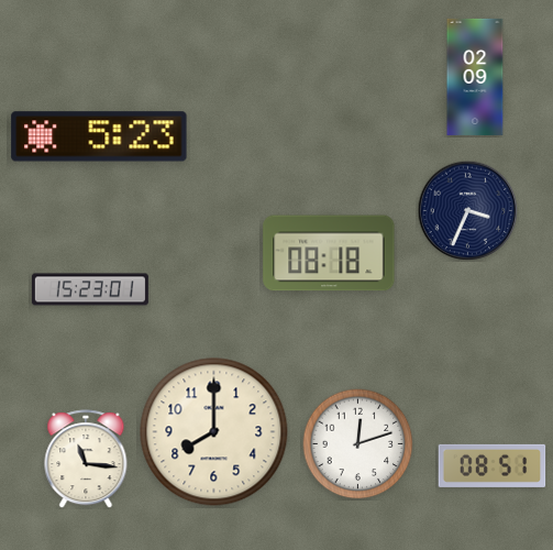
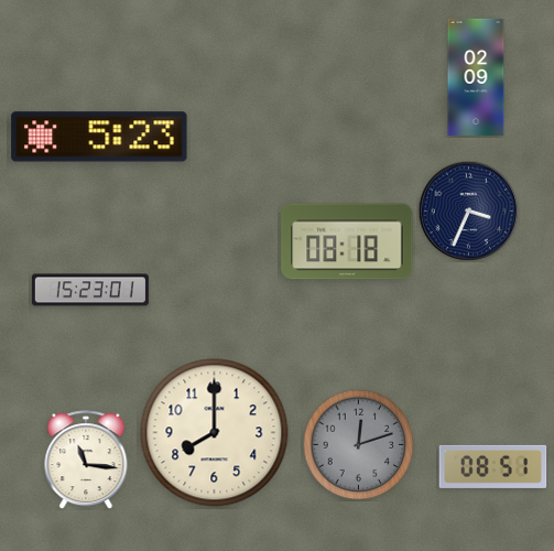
clock at (329, 253) position: (329, 253) -> (347, 241)
clock at (358, 444) dial: white -> grey
